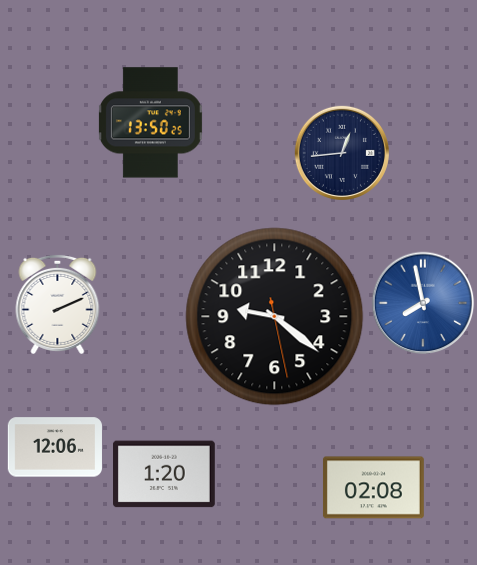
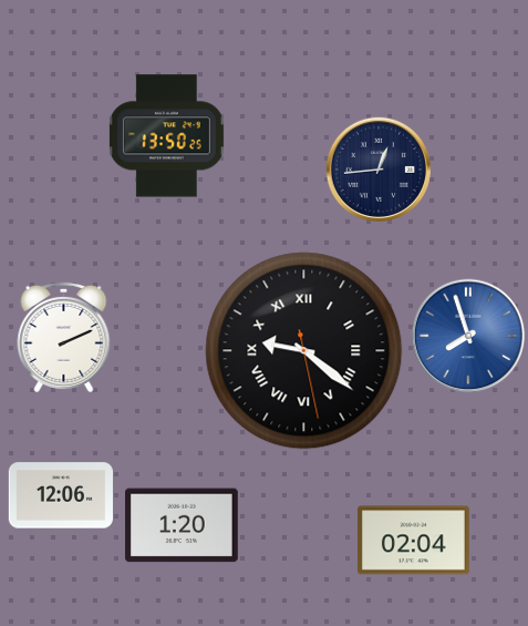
clock at (423, 303): 7:58 -> 7:57
clock at (275, 317) numerals: Arabic -> Roman
clock at (373, 488): 02:08 -> 02:04
